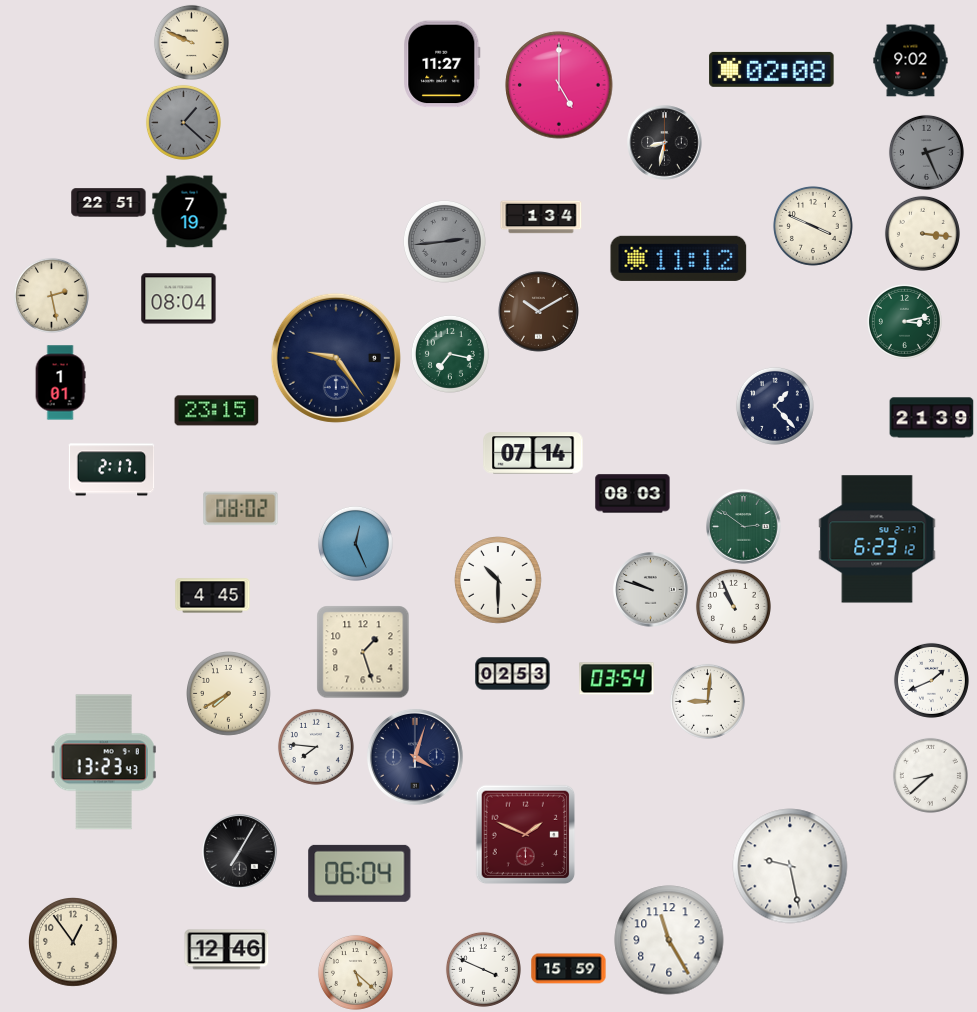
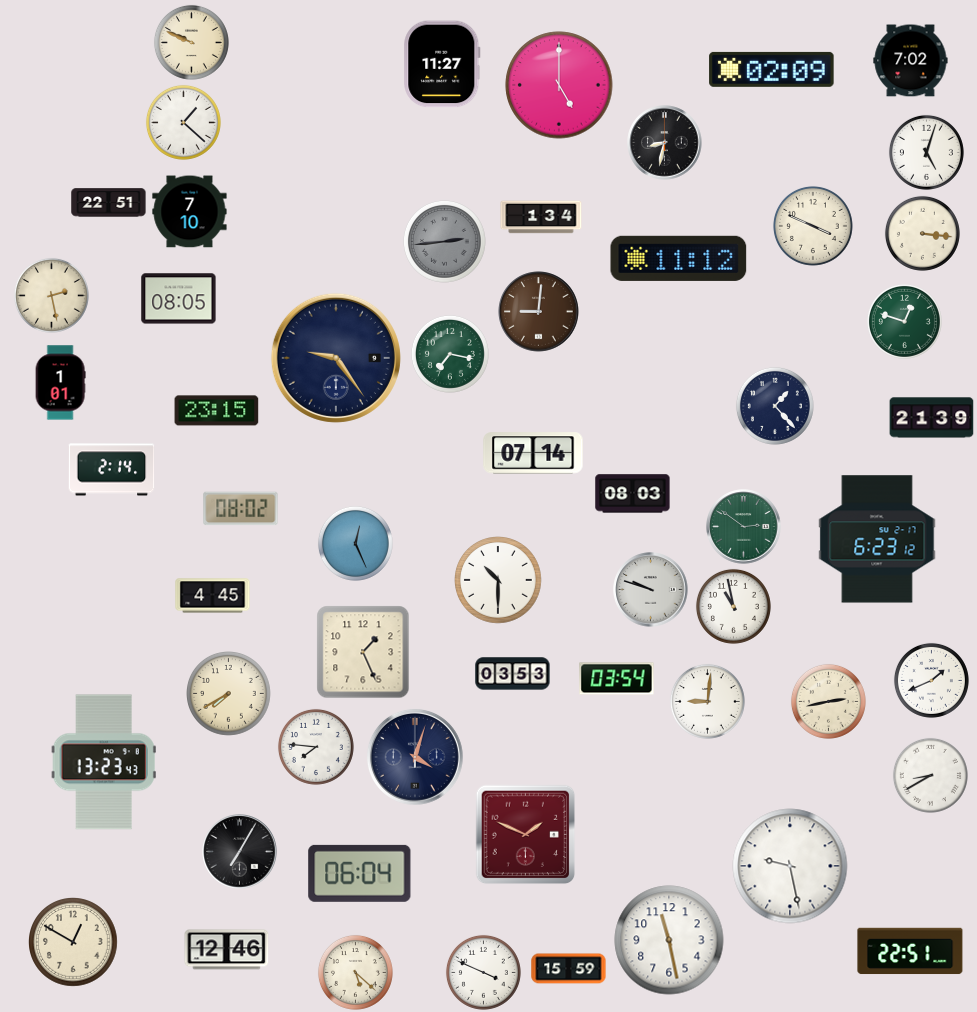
clock at (911, 61): 9:02 -> 7:02
clock at (772, 69): 02:08 -> 02:09
clock at (183, 122) dial: grey -> white
clock at (926, 152): 2:26 -> 5:03
clock at (926, 152) dial: grey -> white
clock at (190, 212): 7:19 -> 7:10
clock at (179, 299): 08:04 -> 08:05
clock at (539, 312): 10:10 -> 9:01
clock at (904, 321): 3:13 -> 12:48
clock at (112, 470): 2:17 -> 2:14
clock at (733, 606): 10:56 -> 10:58
clock at (363, 652): 1:27 -> 1:26
clock at (513, 674): 02:53 -> 03:53
clock at (828, 701): none -> 2:43
clock at (930, 775): 8:38 -> 8:40
clock at (669, 940): 11:25 -> 11:28
clock at (74, 943): 12:54 -> 12:50
clock at (910, 951): none -> 22:51
clock at (483, 969) position: (483, 969) -> (483, 972)
